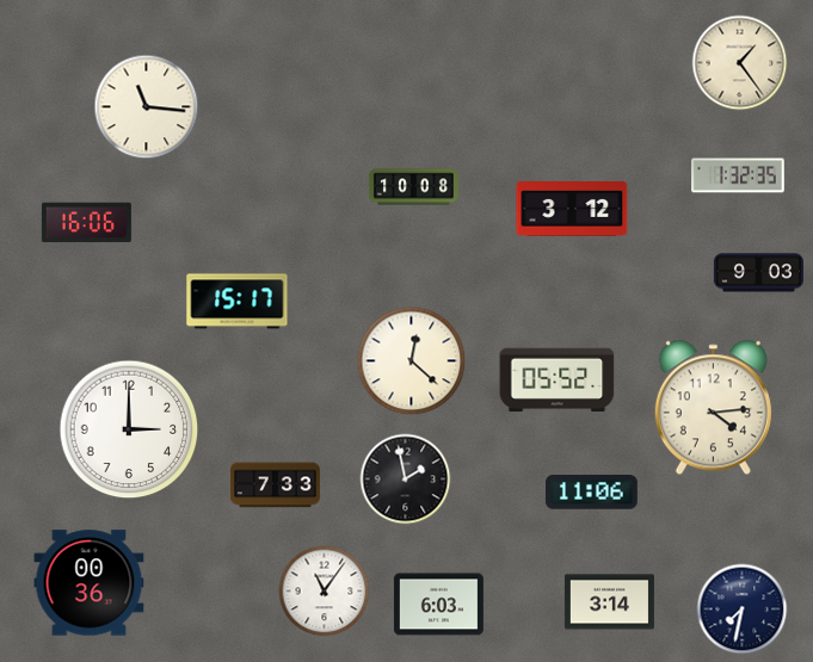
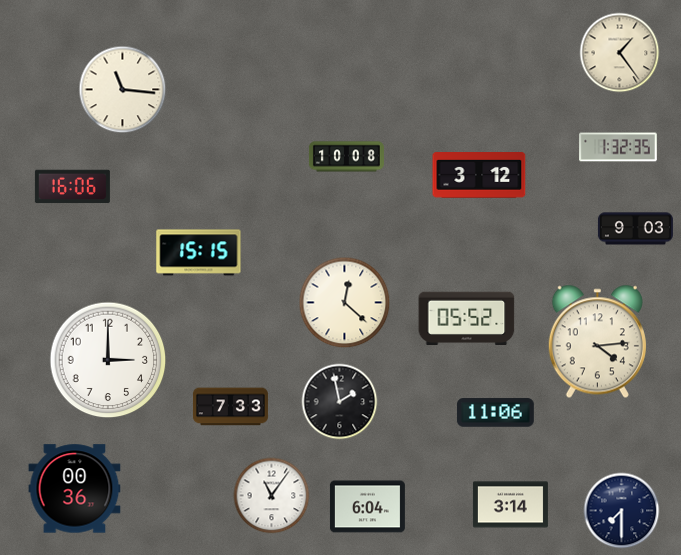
clock at (238, 302): 15:17 -> 15:15
clock at (438, 605): 6:03 -> 6:04
clock at (743, 610): 7:32 -> 7:30
